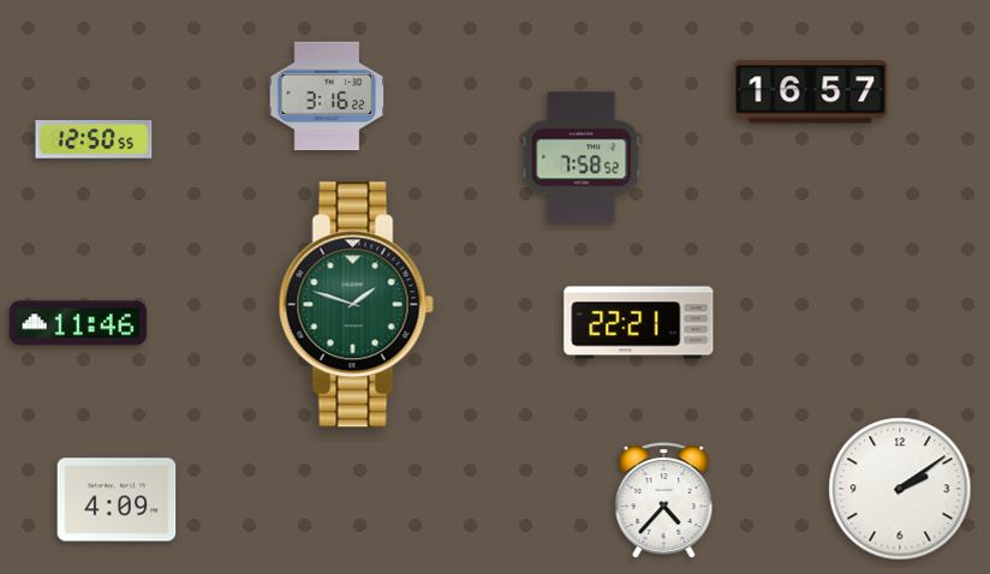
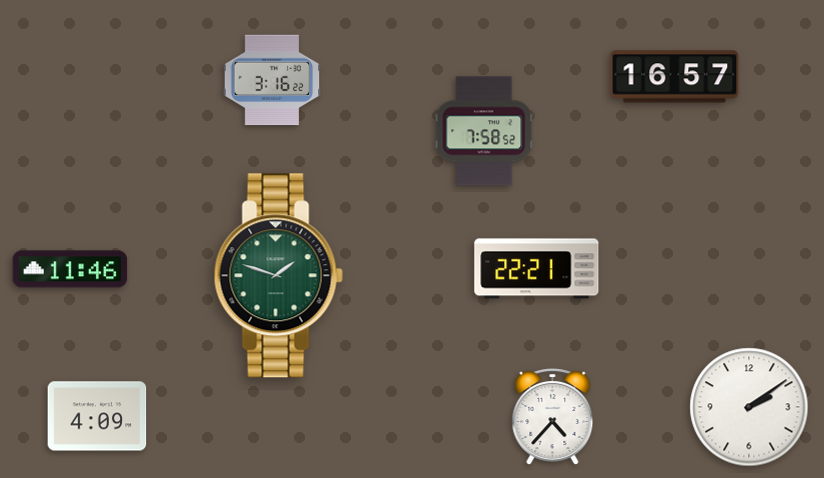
clock at (94, 139): 12:50 -> none
clock at (356, 305) position: (356, 305) -> (278, 276)
clock at (78, 323) position: (78, 323) -> (70, 269)
clock at (639, 323) position: (639, 323) -> (537, 269)
